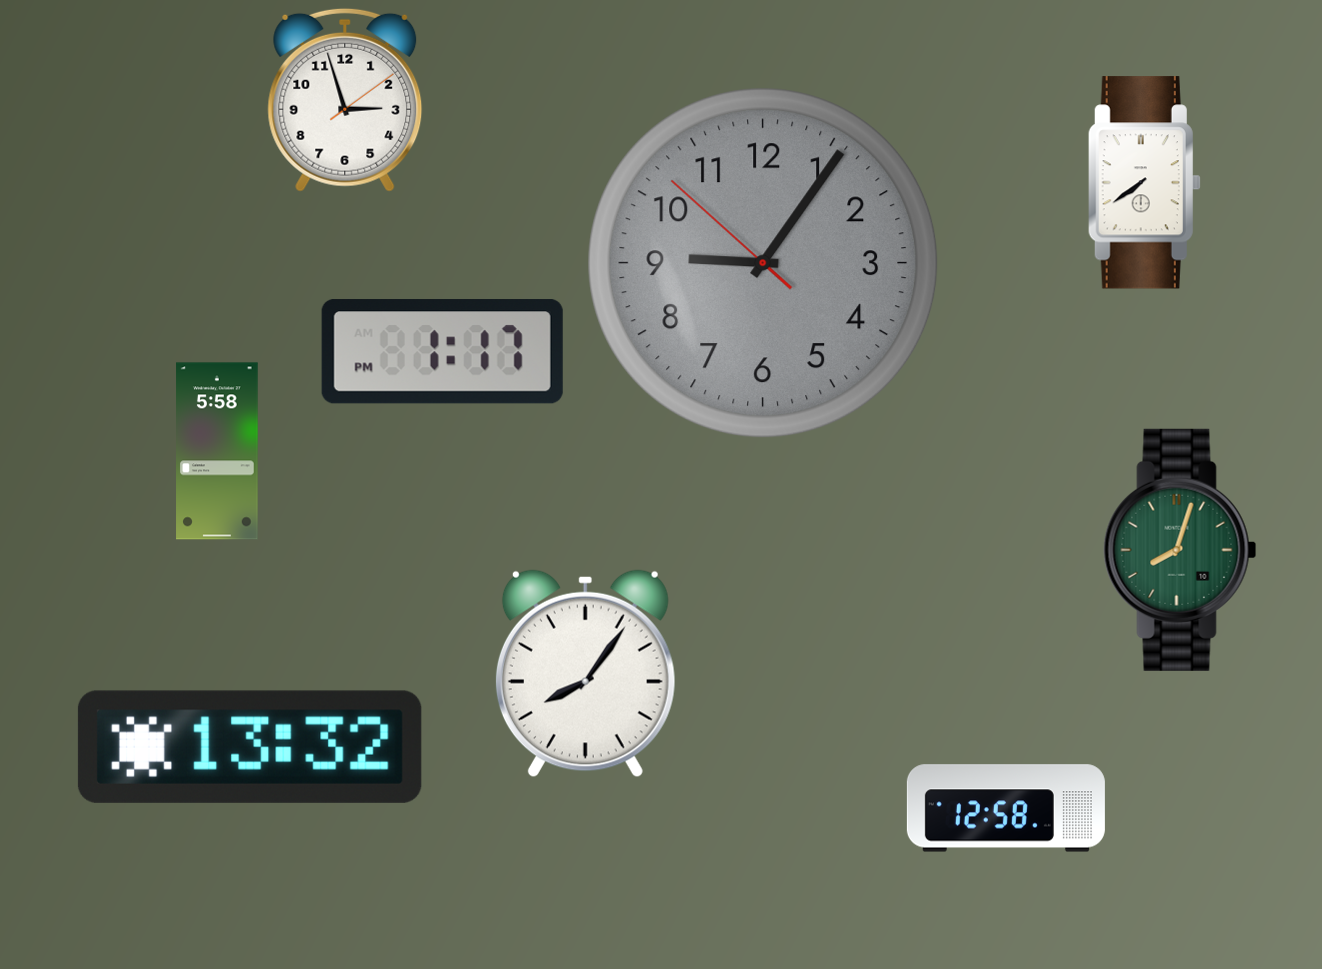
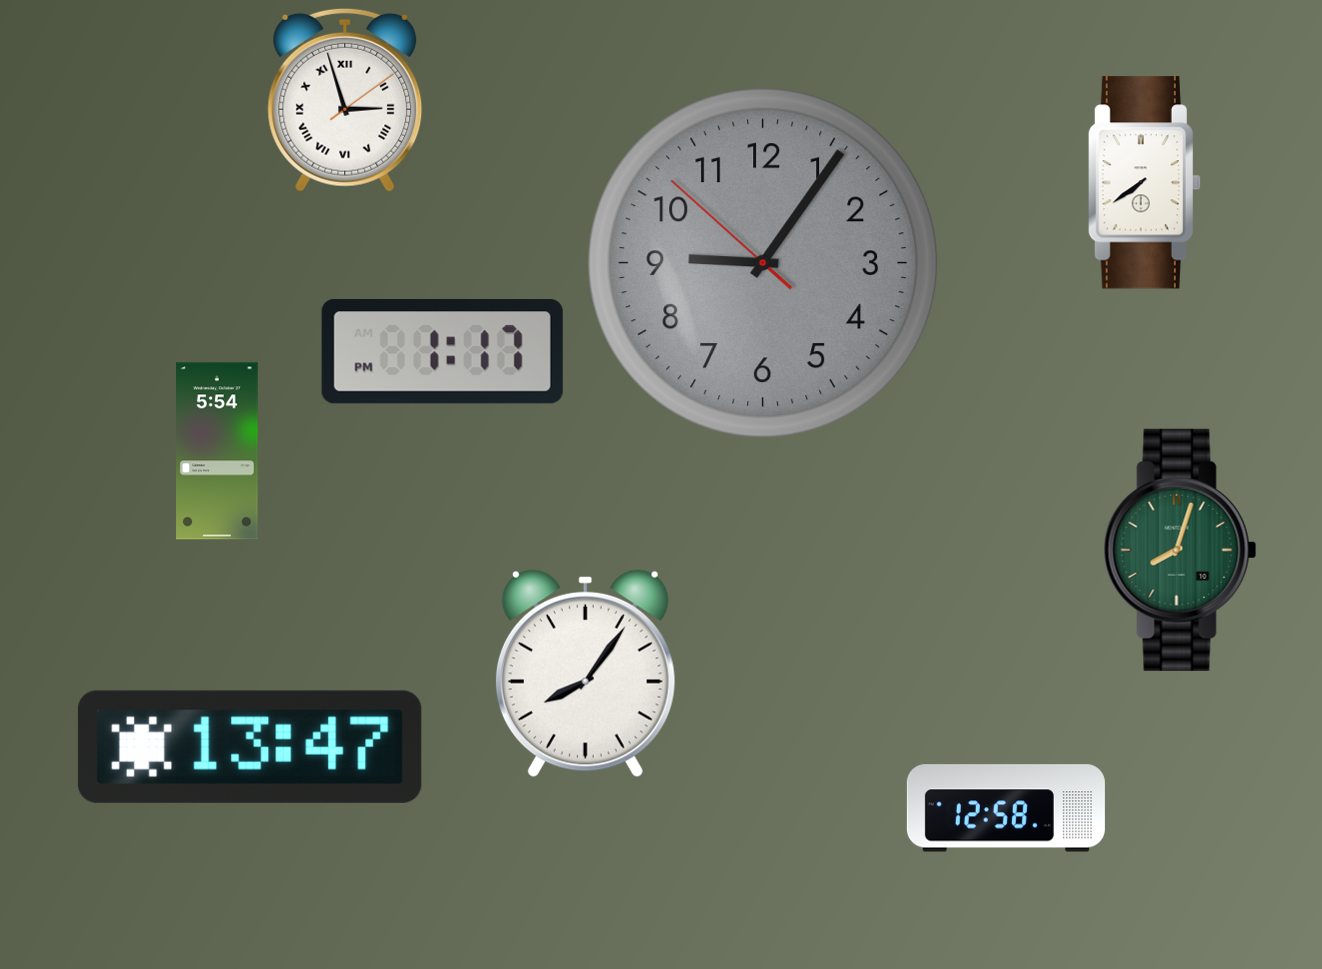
clock at (345, 100) numerals: Arabic -> Roman
clock at (217, 451): 5:58 -> 5:54
clock at (250, 747): 13:32 -> 13:47
